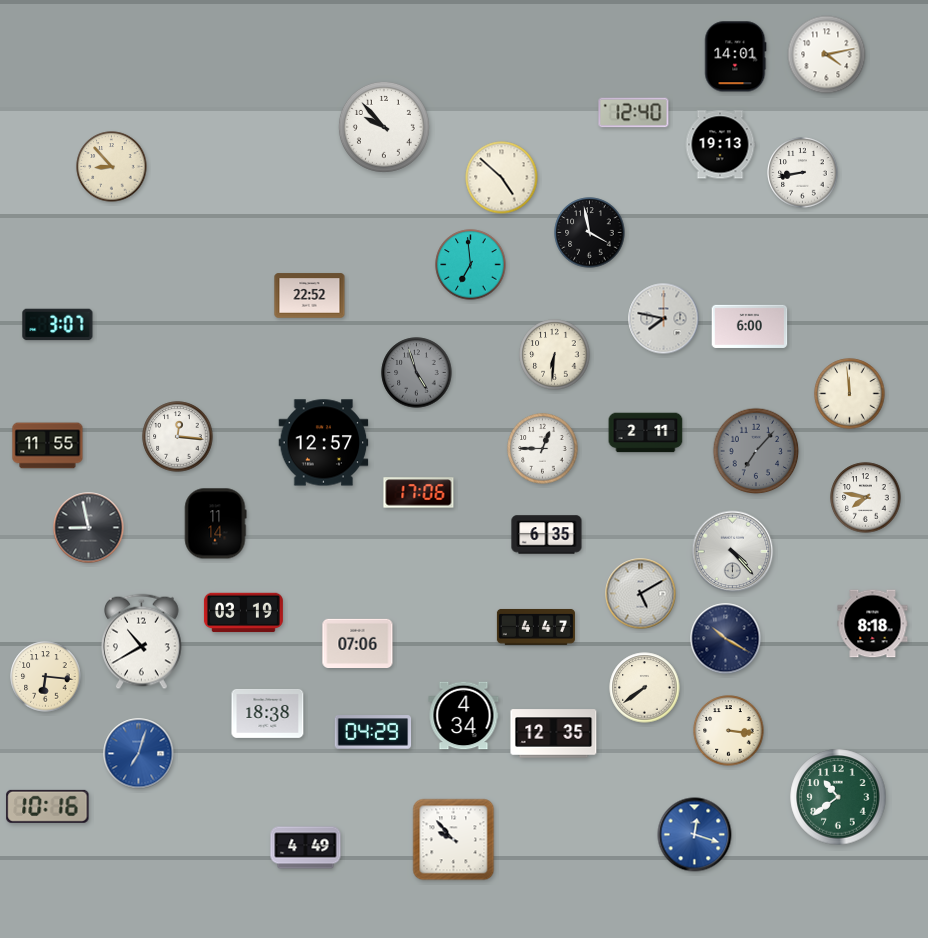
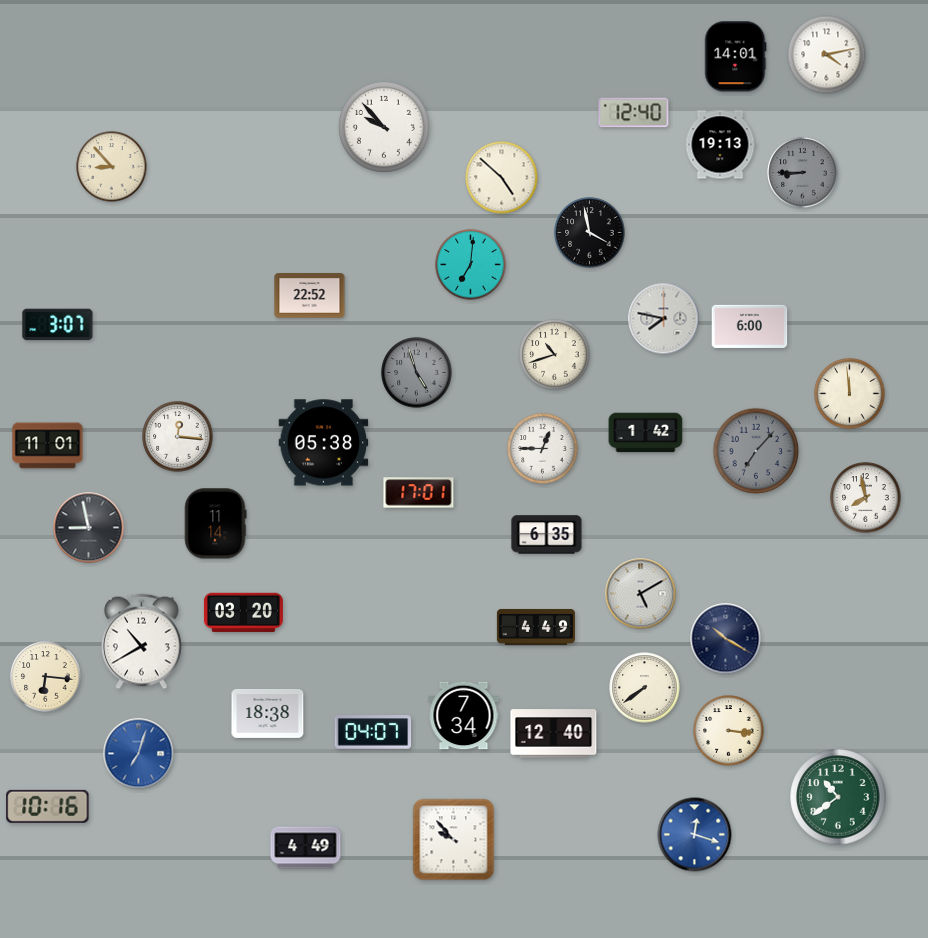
clock at (803, 173): 8:43 -> 8:45
clock at (803, 173) dial: white -> grey
clock at (471, 265): 6:59 -> 7:01
clock at (555, 355): 6:31 -> 10:42
clock at (646, 433): 2:11 -> 1:42
clock at (324, 443): 12:57 -> 05:38
clock at (48, 446): 11:55 -> 11:01
clock at (419, 493): 17:06 -> 17:01
clock at (866, 498): 7:47 -> 7:58
clock at (733, 552): 4:23 -> none
clock at (243, 613): 03:19 -> 03:20
clock at (873, 624): 8:18 -> none
clock at (536, 627): 4:47 -> 4:49
clock at (358, 643): 07:06 -> none
clock at (464, 716): 4:34 -> 7:34
clock at (373, 732): 04:29 -> 04:07
clock at (554, 734): 12:35 -> 12:40
